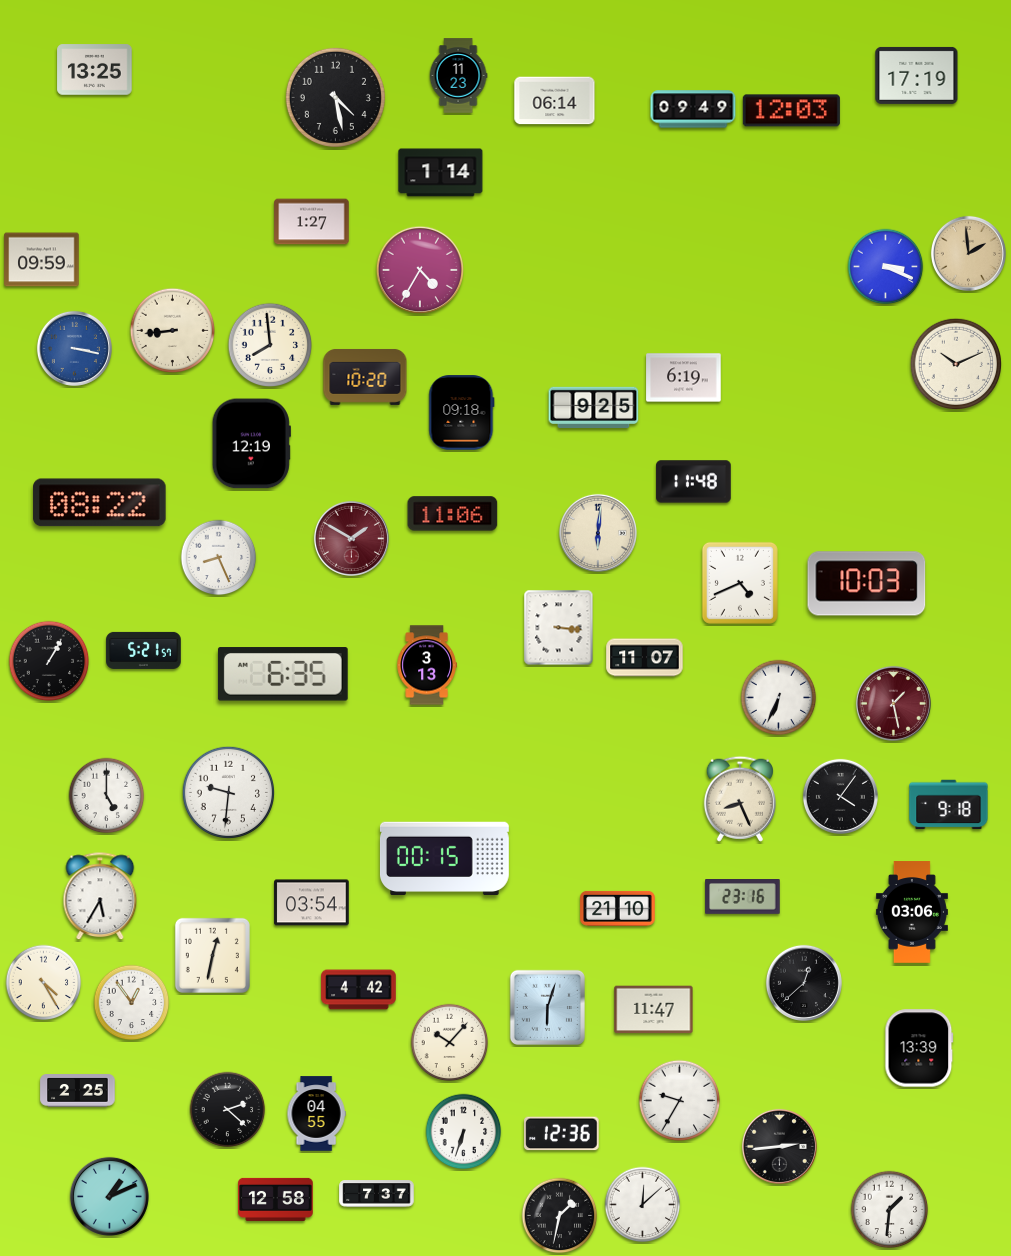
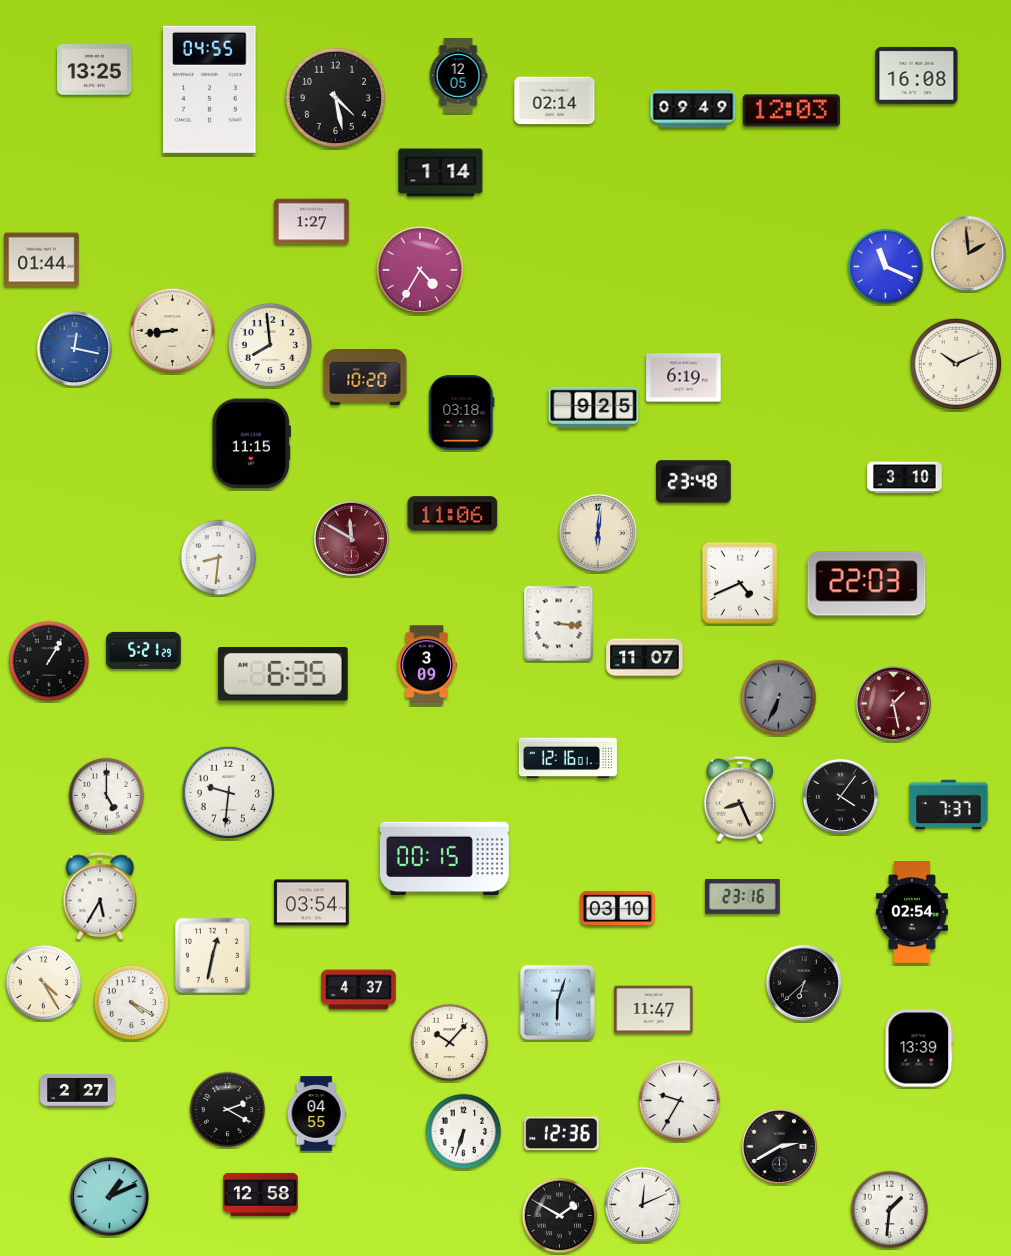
clock at (917, 75): 17:19 -> 16:08
clock at (458, 76): 11:23 -> 12:05
clock at (210, 89): none -> 04:55
clock at (555, 101): 06:14 -> 02:14
clock at (42, 260): 09:59 -> 01:44
clock at (886, 267): 3:19 -> 11:19
clock at (74, 348): 3:17 -> 12:17
clock at (462, 413): 09:18 -> 03:18
clock at (251, 444): 12:19 -> 11:15
clock at (905, 478): none -> 3:10
clock at (694, 482): 11:48 -> 23:48
clock at (100, 503): 08:22 -> none
clock at (351, 538): 1:50 -> 11:50
clock at (219, 558): 8:26 -> 8:31
clock at (867, 584): 10:03 -> 22:03
clock at (559, 628) position: (559, 628) -> (559, 624)
clock at (144, 650): 5:21:57 -> 5:21:29
clock at (427, 665): 3:13 -> 3:09
clock at (779, 698) dial: white -> grey
clock at (568, 758): none -> 12:16
clock at (949, 805): 9:18 -> 7:37
clock at (618, 908): 21:10 -> 03:10
clock at (912, 912): 03:06 -> 02:54
clock at (804, 983): 12:38 -> 6:38
clock at (359, 990): 4:42 -> 4:37
clock at (132, 1003): 12:54 -> 4:20
clock at (547, 1007) position: (547, 1007) -> (557, 1002)
clock at (78, 1091): 2:25 -> 2:27
clock at (228, 1110): 2:22 -> 2:20
clock at (779, 1146): 2:44 -> 2:40
clock at (377, 1194): 7:37 -> none
clock at (276, 1199) position: (276, 1199) -> (261, 1194)
clock at (643, 1205): 12:08 -> 12:11
clock at (560, 1216): 1:32 -> 1:50
